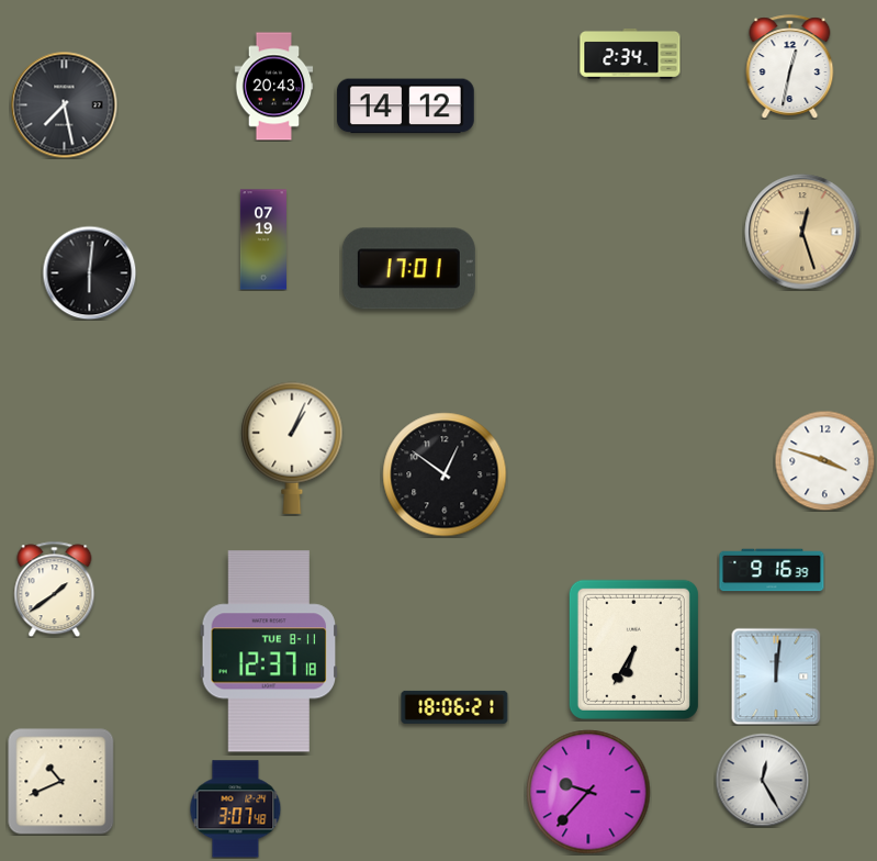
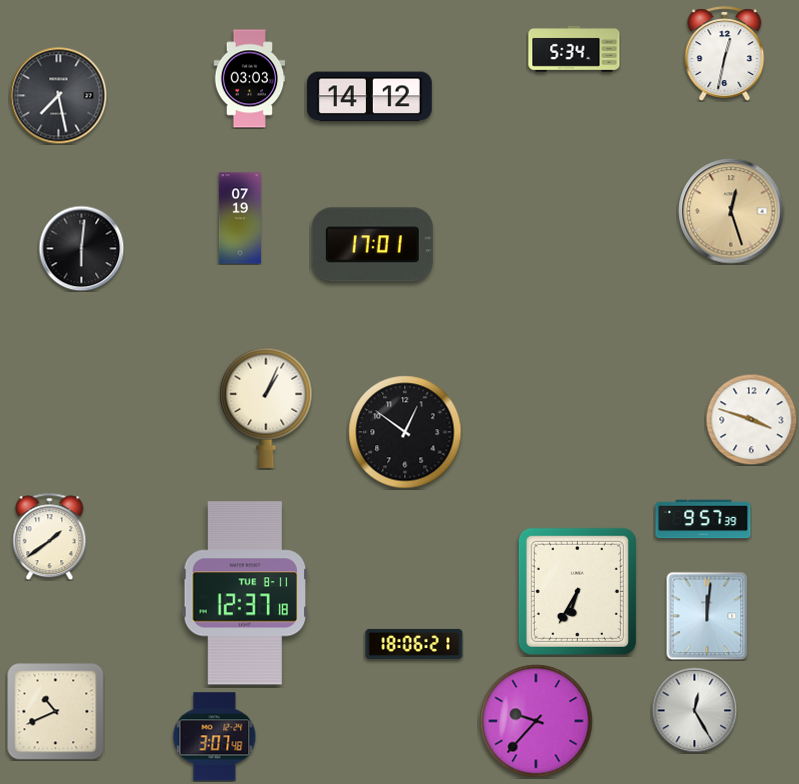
clock at (630, 54): 2:34 -> 5:34
clock at (790, 67) position: (790, 67) -> (725, 54)
clock at (274, 87): 20:43 -> 03:03
clock at (772, 570): 9:16 -> 9:57
